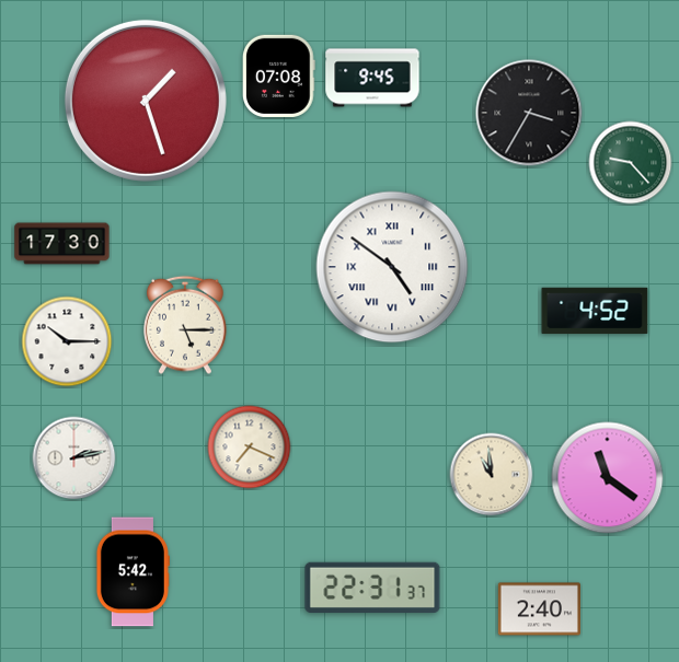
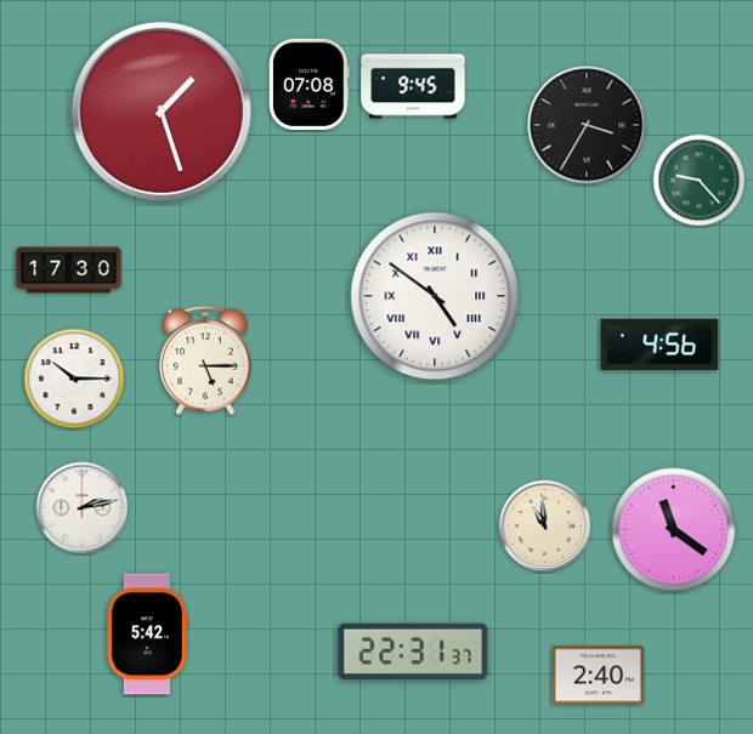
clock at (595, 311): 4:52 -> 4:56
clock at (250, 448): 7:19 -> none
